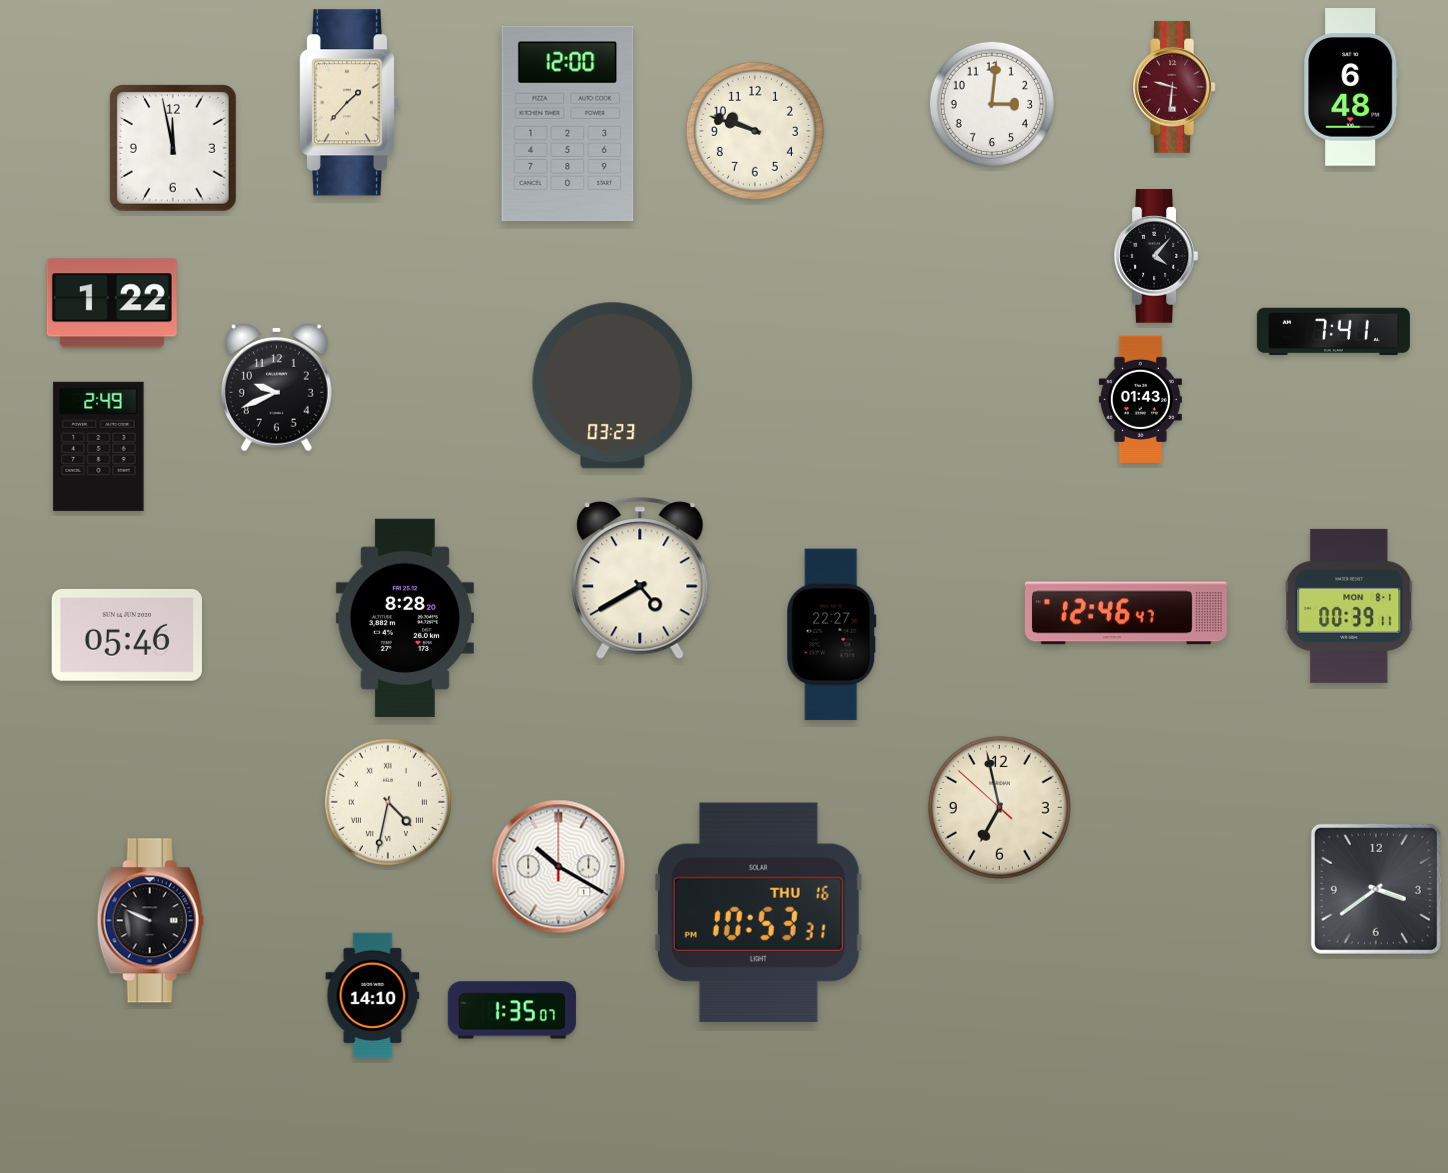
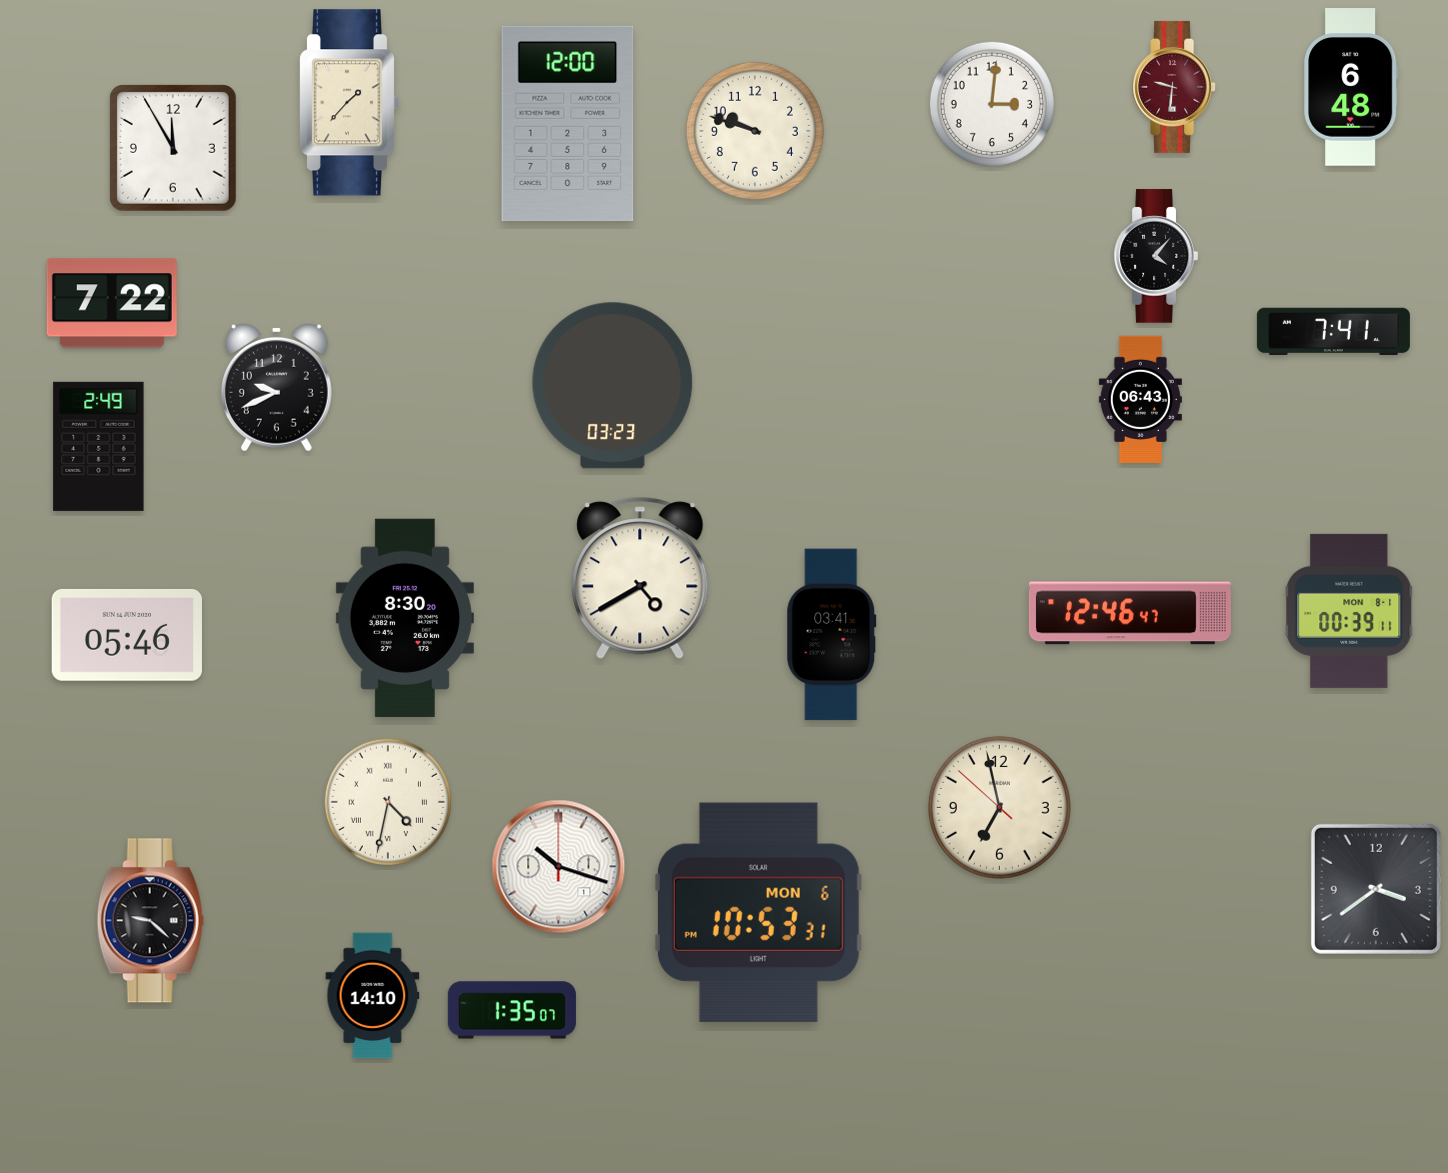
clock at (173, 148): 11:58 -> 11:55
clock at (112, 303): 1:22 -> 7:22
clock at (1140, 399): 01:43 -> 06:43
clock at (1349, 606) position: (1349, 606) -> (1349, 611)
clock at (1126, 613) position: (1126, 613) -> (1130, 613)
clock at (405, 618): 8:28 -> 8:30
clock at (832, 635): 22:27 -> 03:41
clock at (559, 867): 10:20 -> 10:18
clock at (758, 912) date: THU 16 -> MON 6
clock at (150, 921): 9:49 -> 9:22
